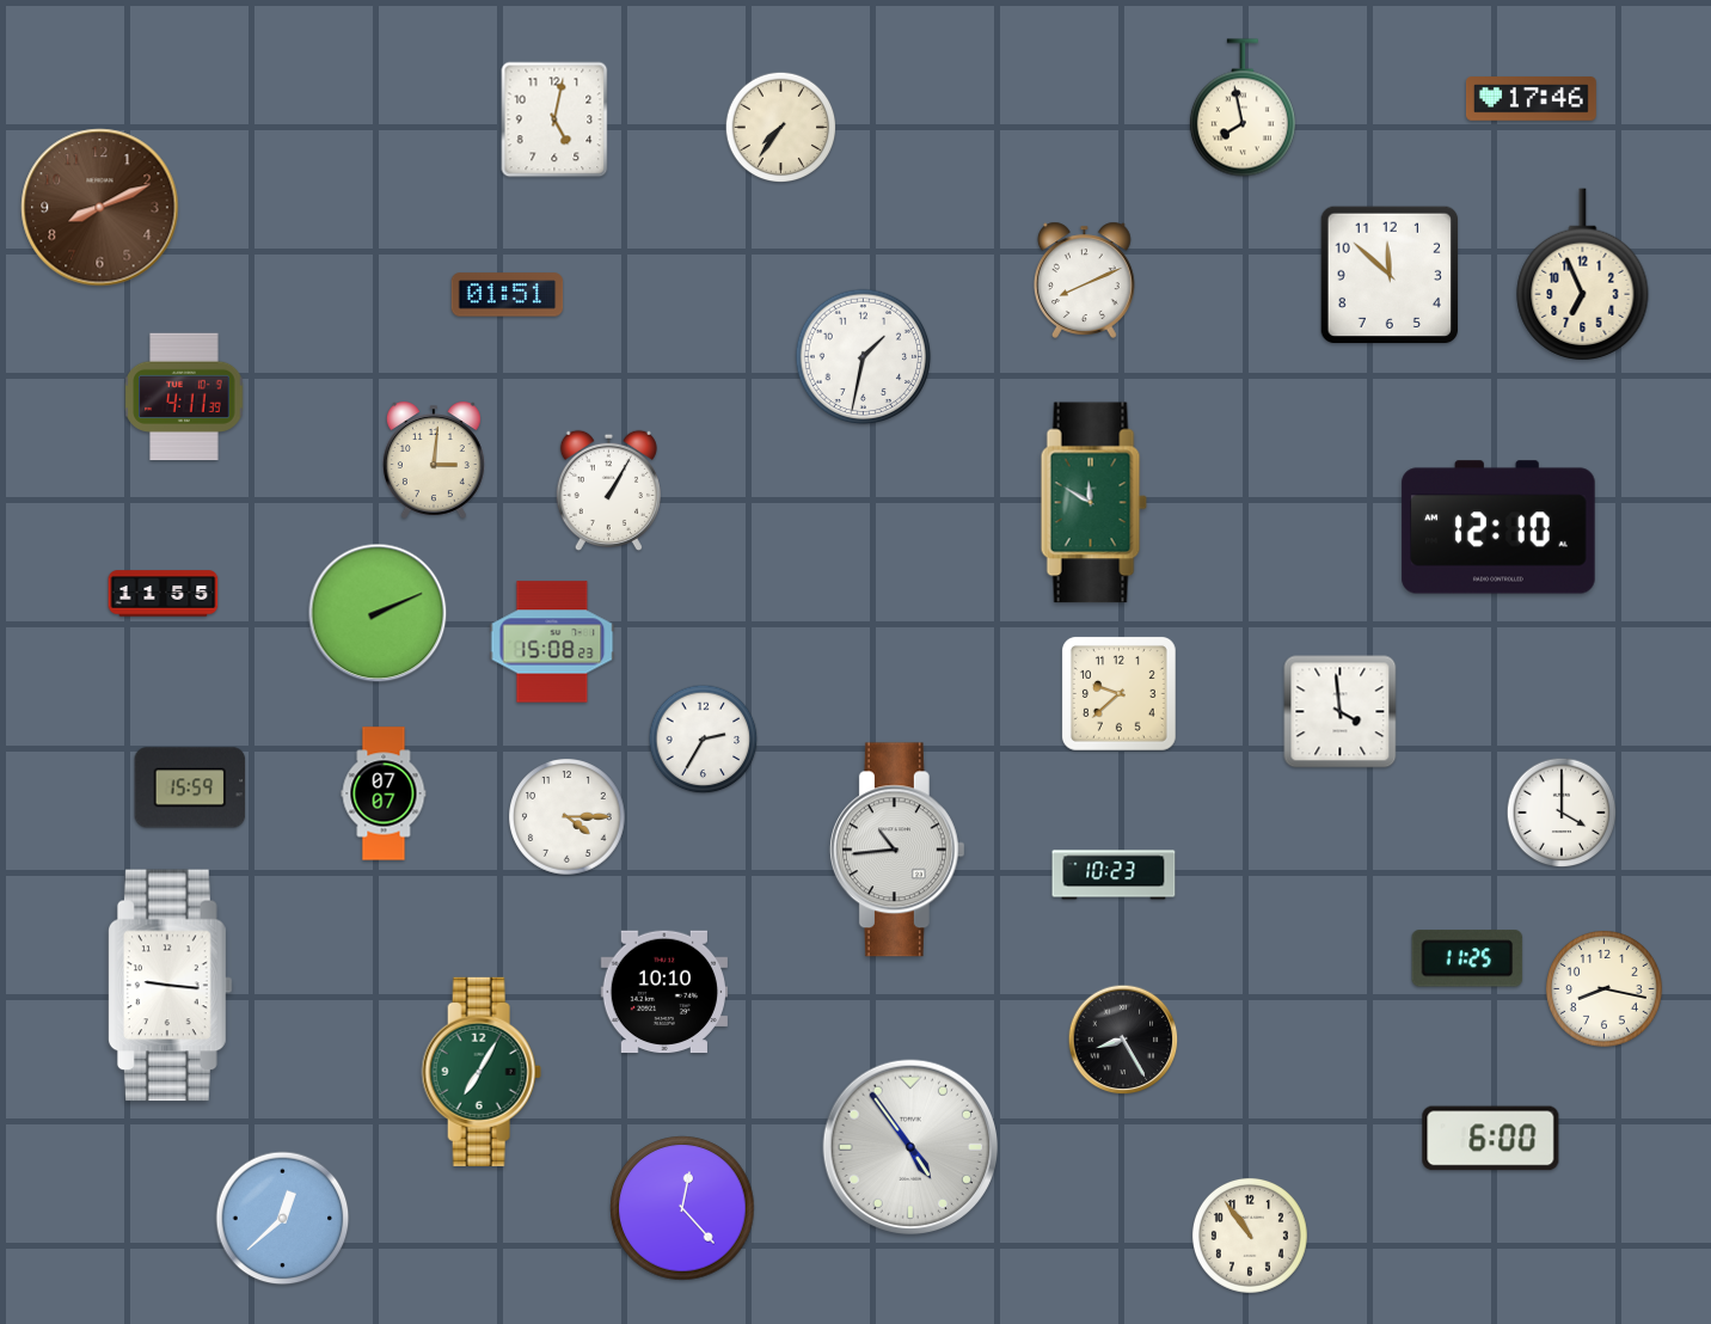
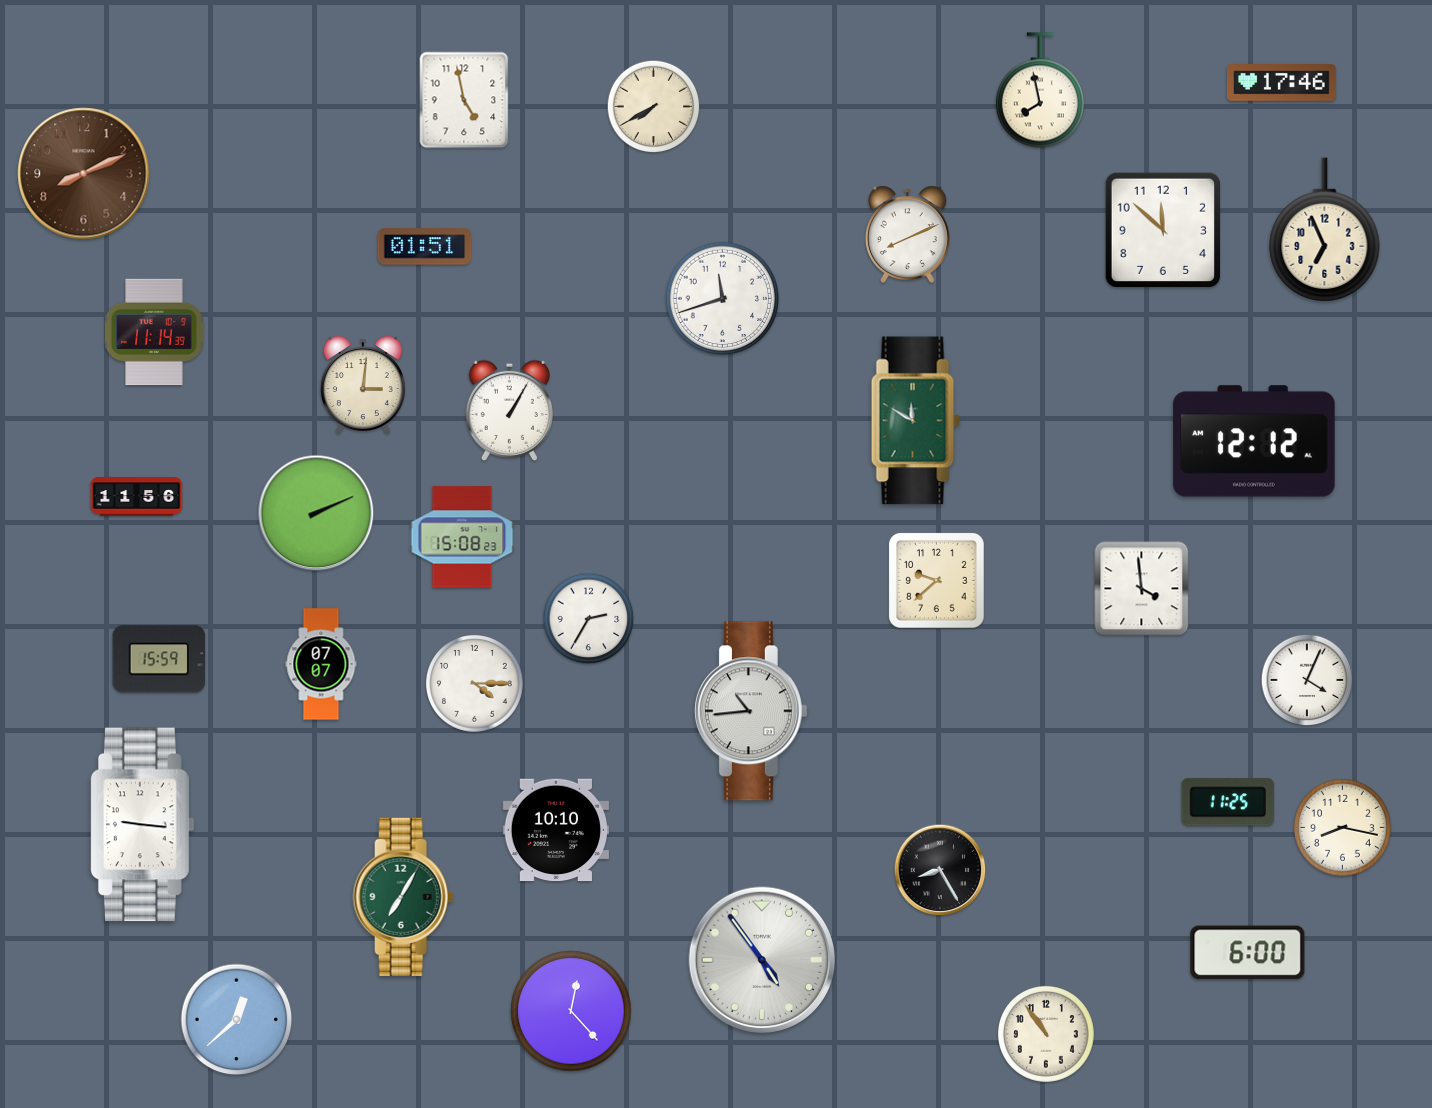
clock at (554, 119): 5:02 -> 4:58
clock at (781, 128): 7:36 -> 7:40
clock at (864, 357): 1:32 -> 11:42
clock at (184, 397): 4:11 -> 11:14
clock at (1498, 527): 12:10 -> 12:12
clock at (164, 594): 11:55 -> 11:56
clock at (1341, 712) position: (1341, 712) -> (1142, 589)
clock at (1562, 813): 4:00 -> 4:04
clock at (1114, 875): 10:23 -> none
